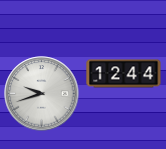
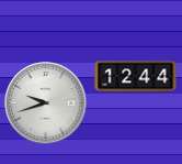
clock at (124, 74) position: (124, 74) -> (136, 77)
